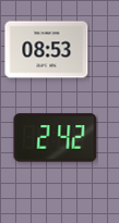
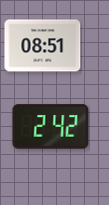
clock at (47, 50): 08:53 -> 08:51
